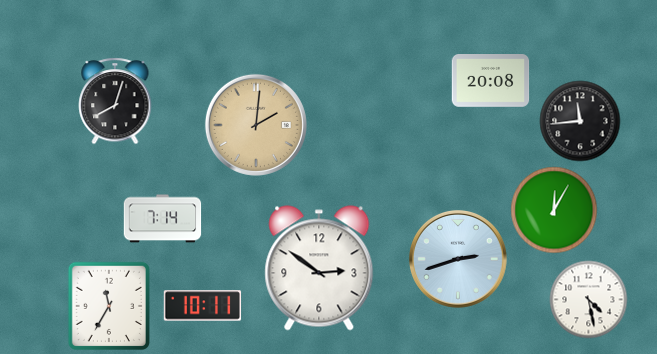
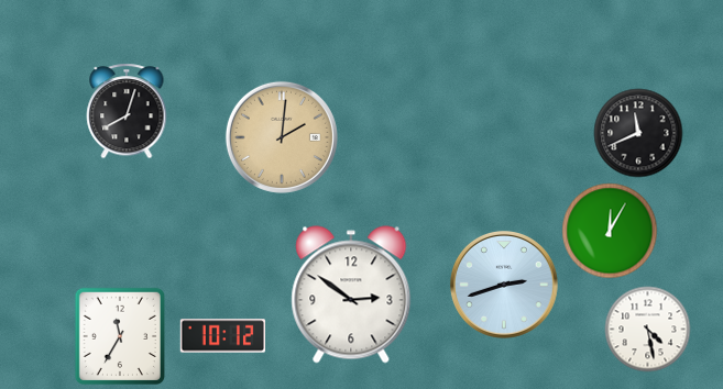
clock at (490, 81): 20:08 -> none
clock at (580, 121): 11:44 -> 11:41
clock at (162, 219): 7:14 -> none
clock at (202, 306): 10:11 -> 10:12
